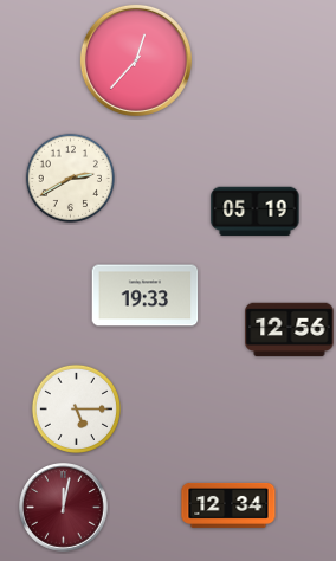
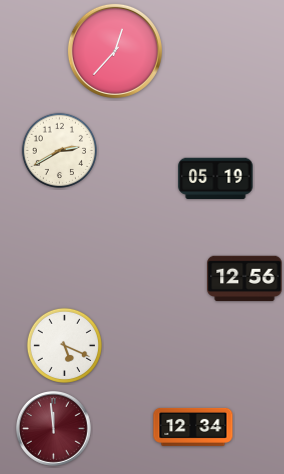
clock at (146, 296): 19:33 -> none
clock at (76, 408): 5:15 -> 5:19
clock at (64, 508): 12:02 -> 11:59
